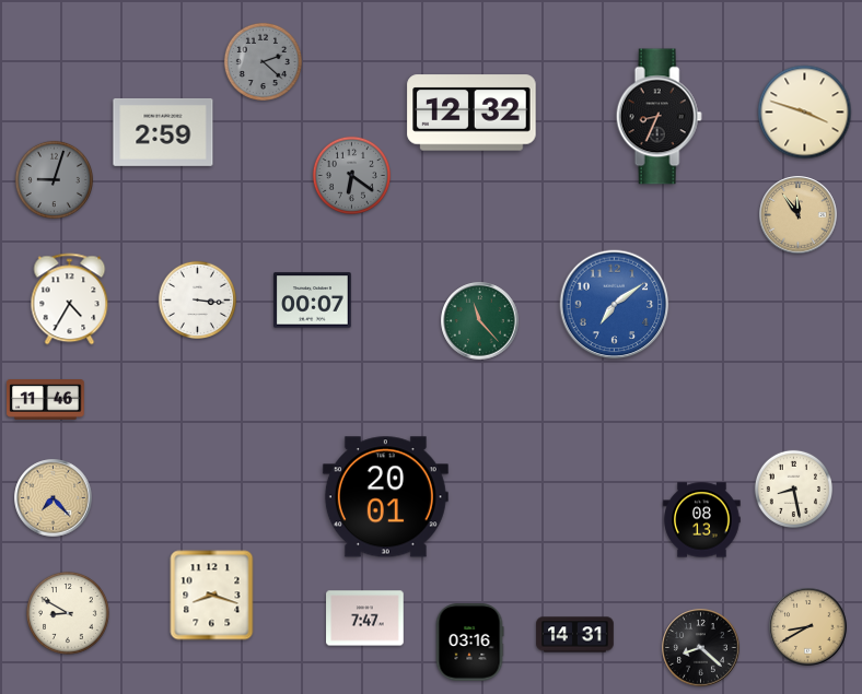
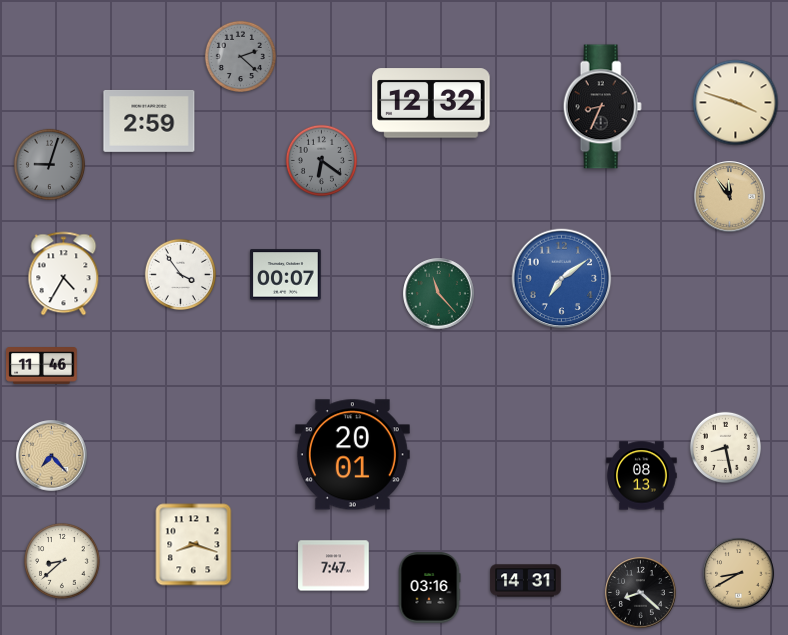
clock at (197, 299): 3:16 -> 3:54
clock at (54, 498) position: (54, 498) -> (52, 456)
clock at (69, 614): 8:50 -> 8:38
